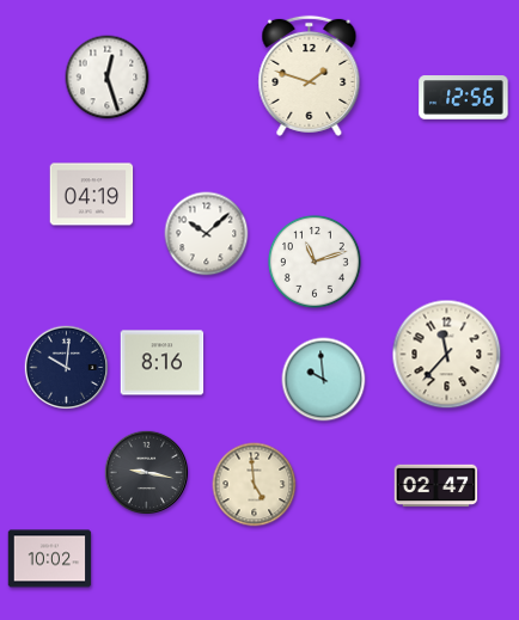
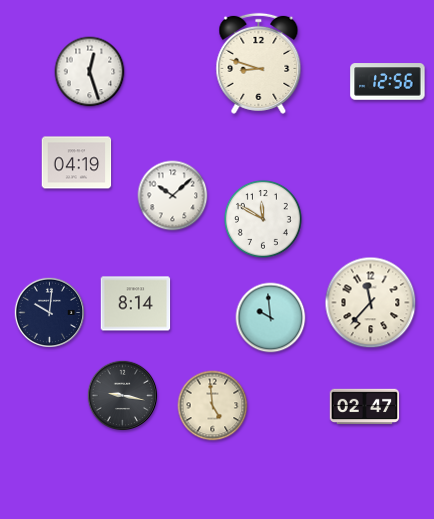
clock at (310, 75): 1:48 -> 8:48
clock at (108, 78) position: (108, 78) -> (90, 72)
clock at (315, 262): 11:12 -> 11:50
clock at (447, 355) position: (447, 355) -> (371, 303)
clock at (163, 363): 8:16 -> 8:14
clock at (66, 367) position: (66, 367) -> (49, 312)
clock at (50, 559): 10:02 -> none
